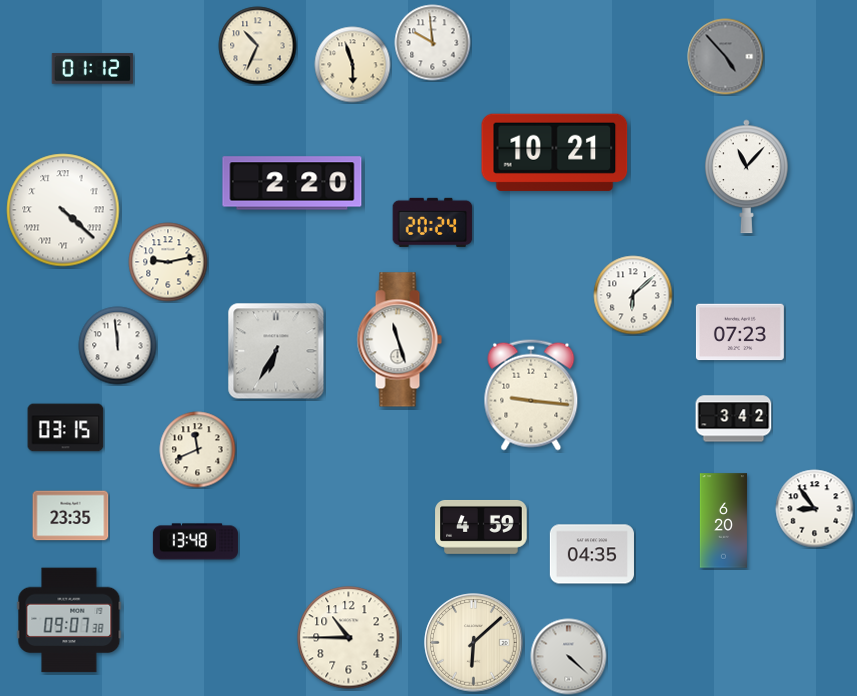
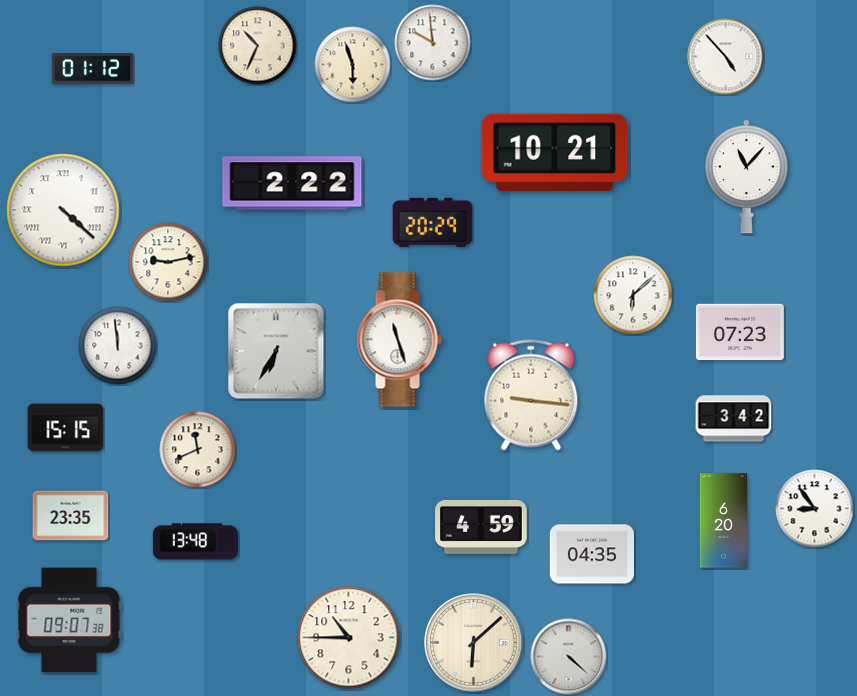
clock at (726, 57) dial: grey -> white
clock at (292, 183): 2:20 -> 2:22
clock at (433, 222): 20:24 -> 20:29
clock at (66, 428): 03:15 -> 15:15
